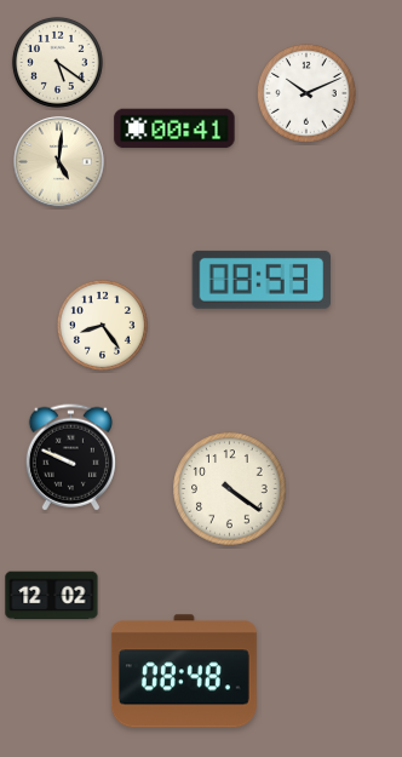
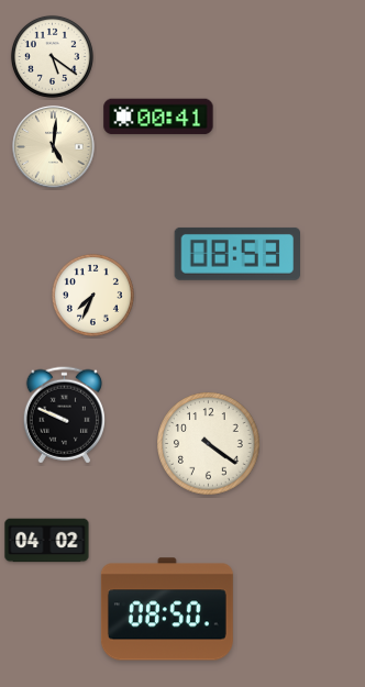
clock at (306, 93): 10:11 -> none
clock at (102, 325): 8:24 -> 7:34
clock at (52, 596): 12:02 -> 04:02
clock at (184, 671): 08:48 -> 08:50
